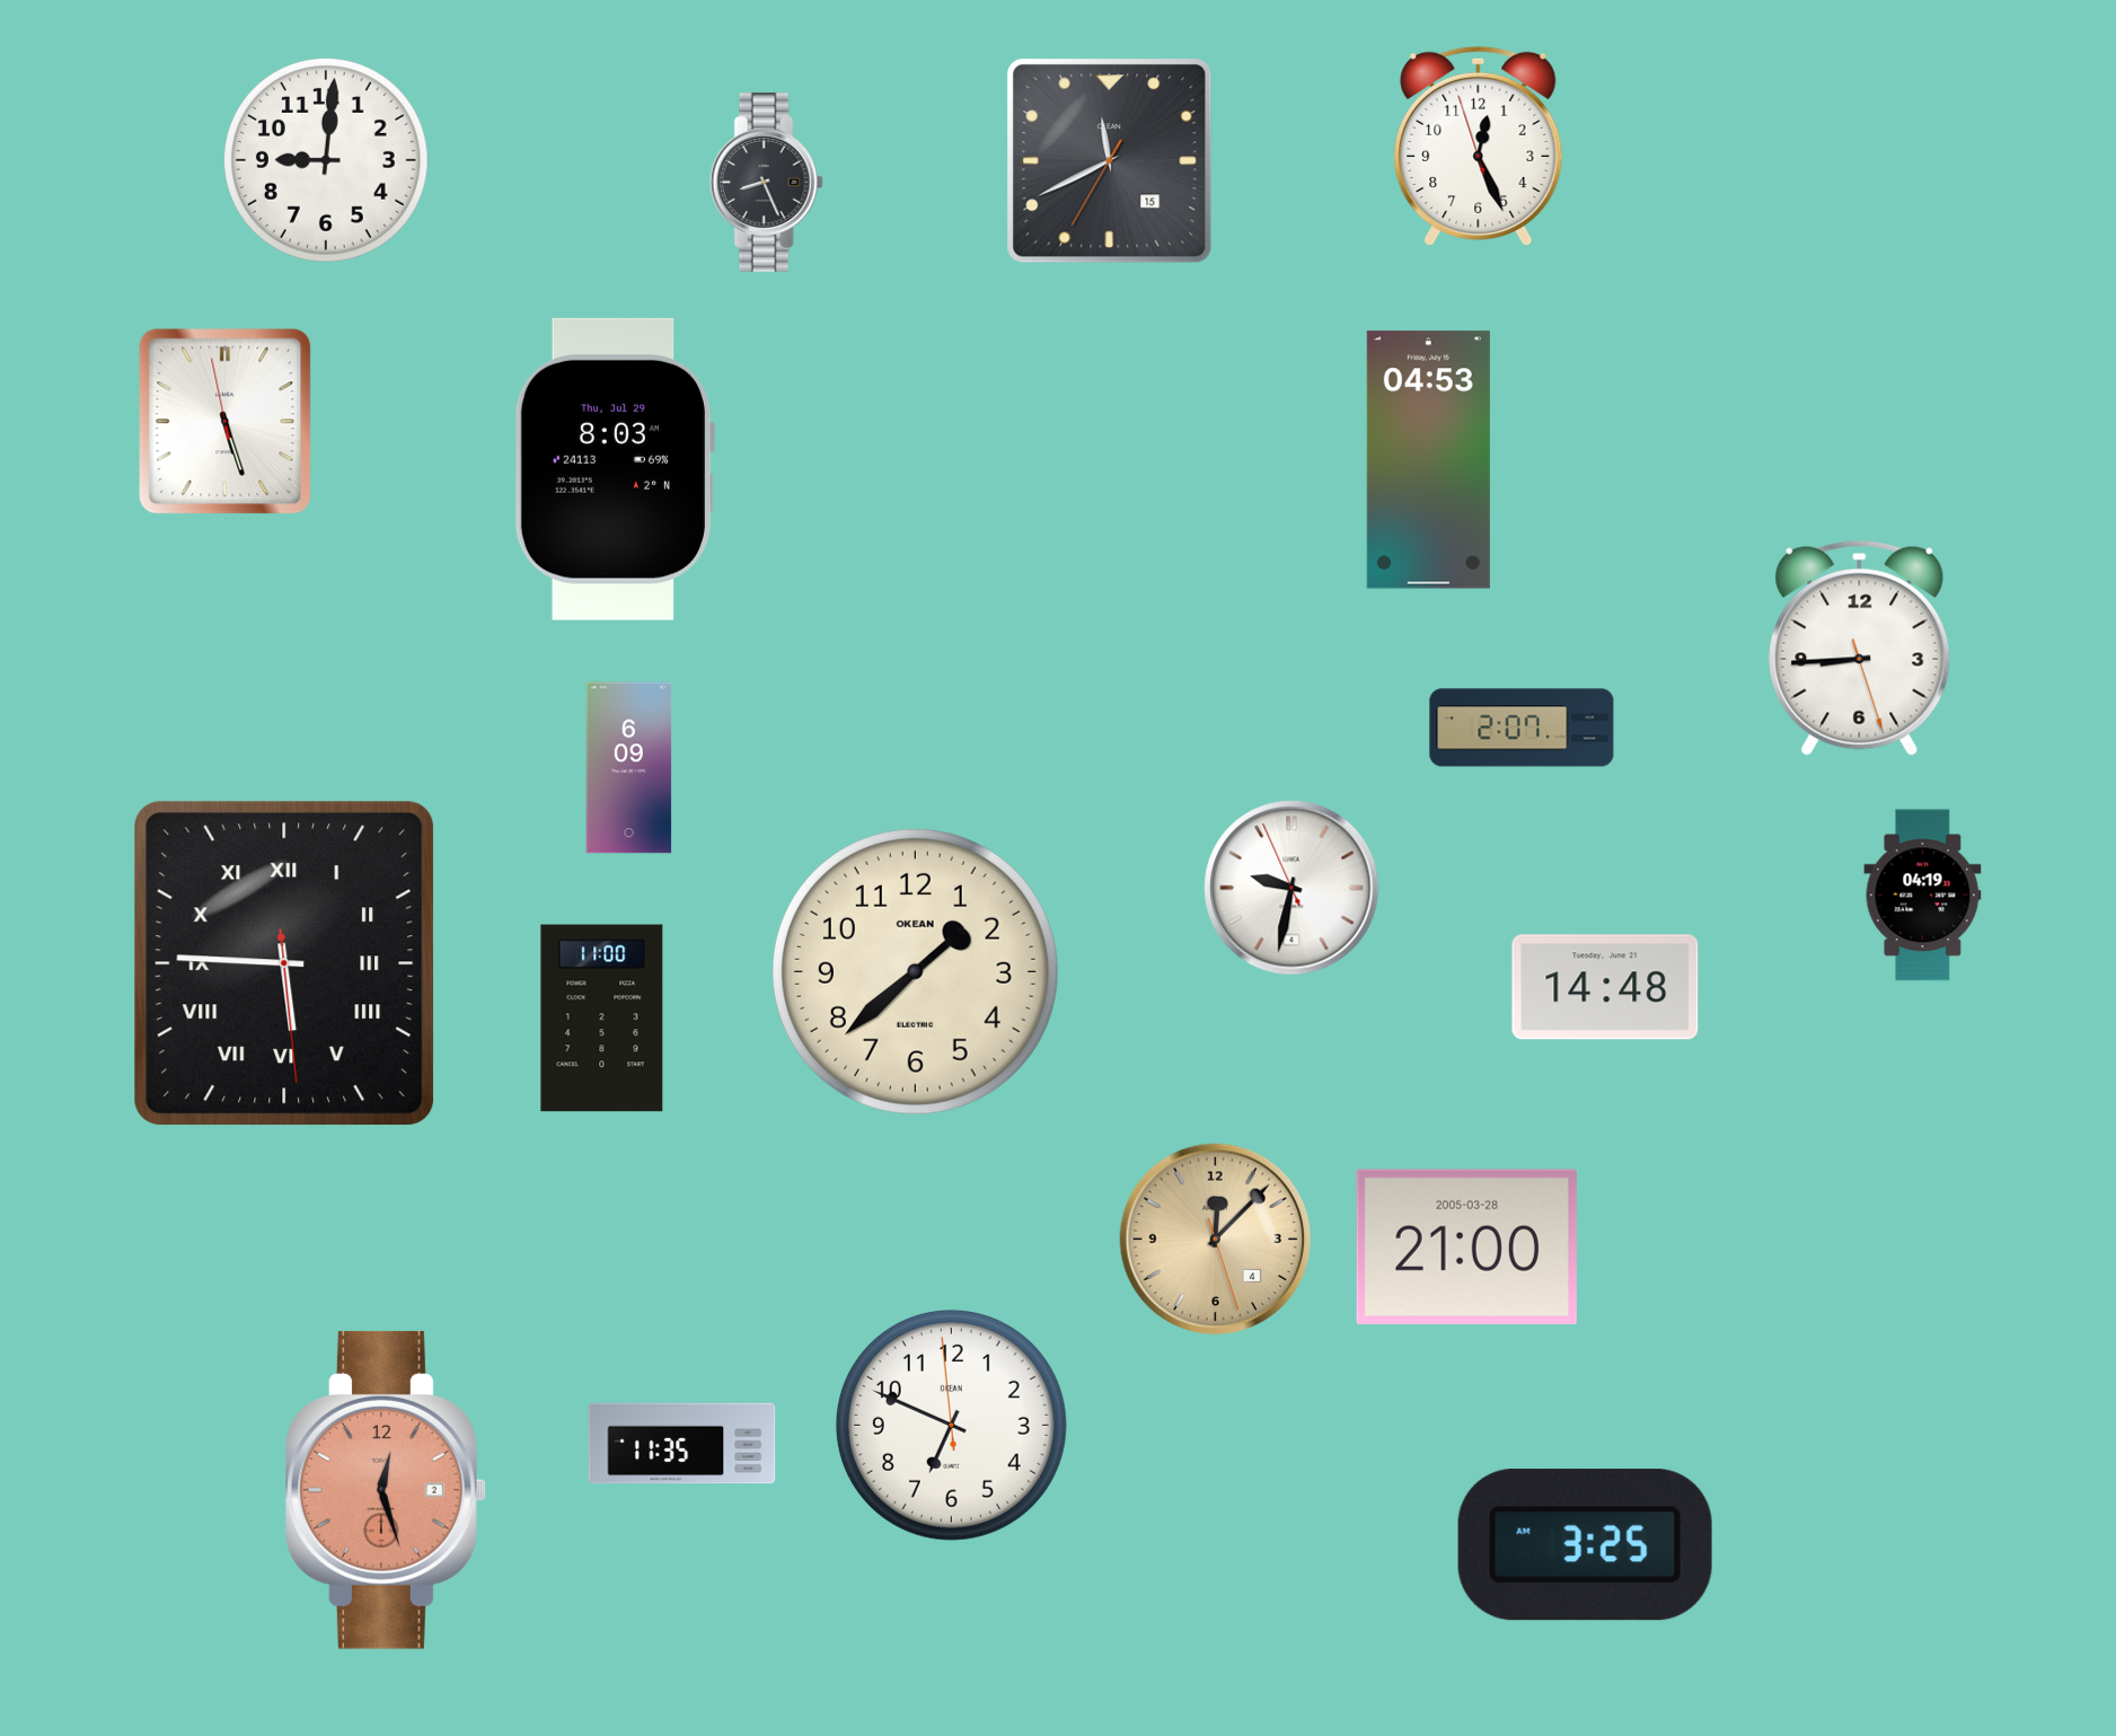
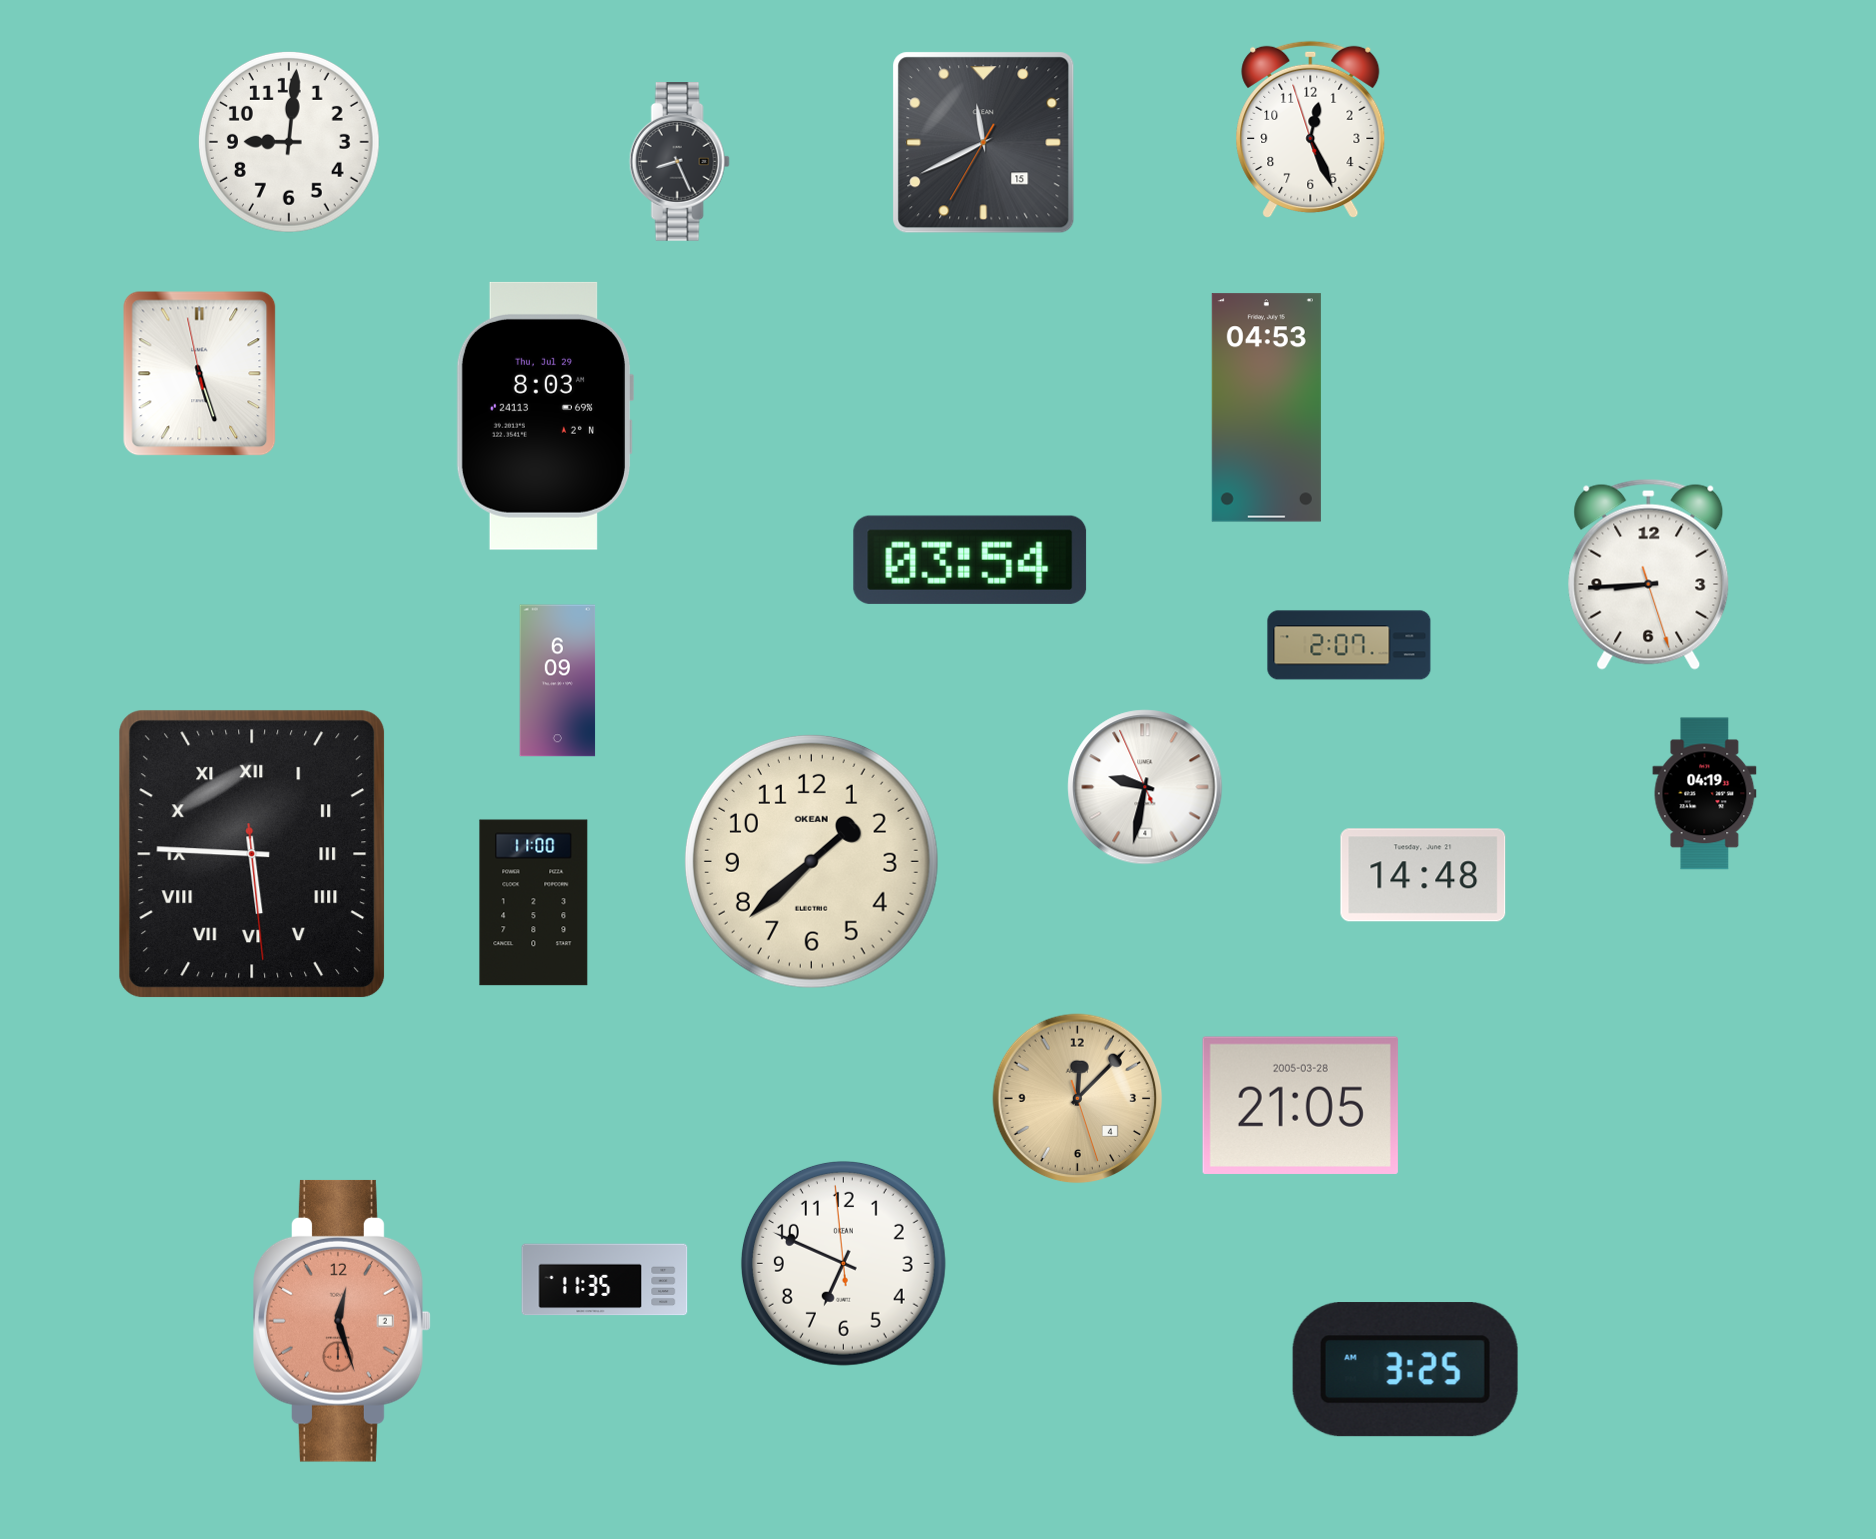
clock at (970, 560): none -> 03:54
clock at (1466, 1246): 21:00 -> 21:05
